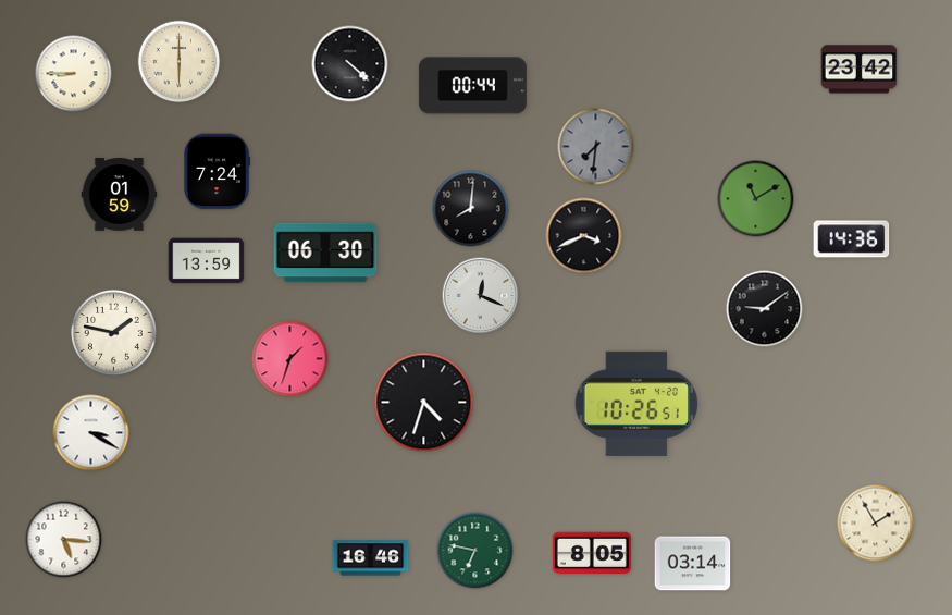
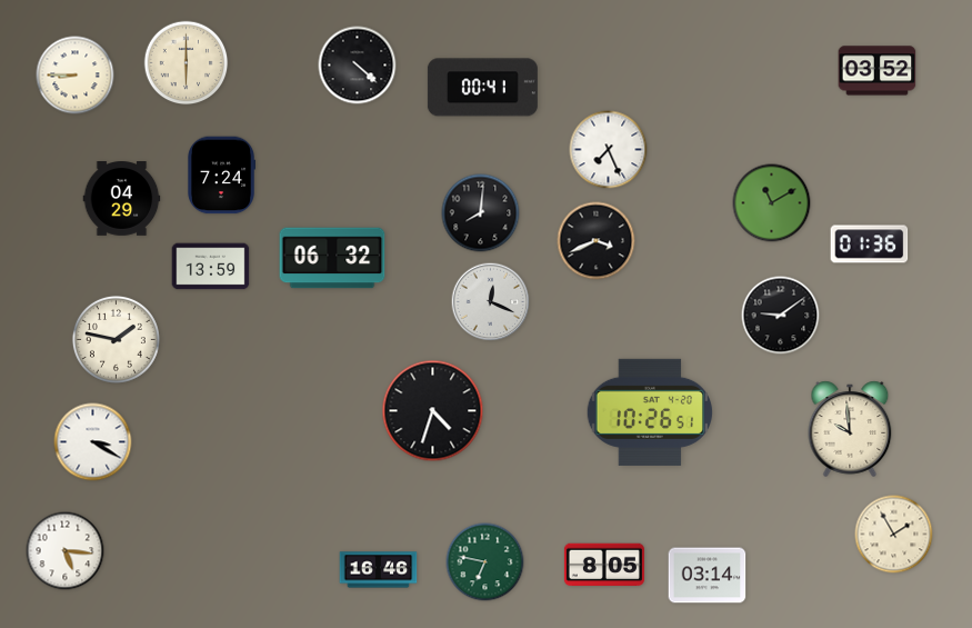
clock at (180, 62) position: (180, 62) -> (187, 63)
clock at (860, 70): 23:42 -> 03:52
clock at (472, 86): 00:44 -> 00:41
clock at (596, 147): 7:31 -> 7:26
clock at (596, 147) dial: grey -> white
clock at (120, 195): 01:59 -> 04:29
clock at (852, 239): 14:36 -> 01:36
clock at (325, 253): 06:30 -> 06:32
clock at (290, 359): 1:33 -> none
clock at (850, 429): none -> 9:59
